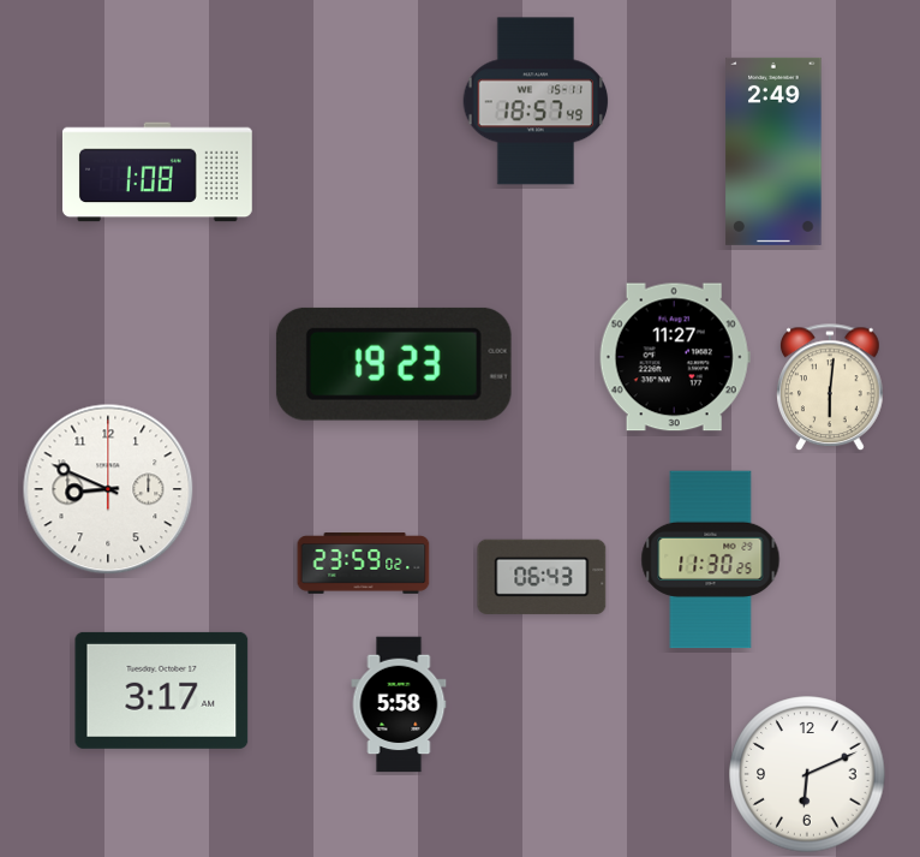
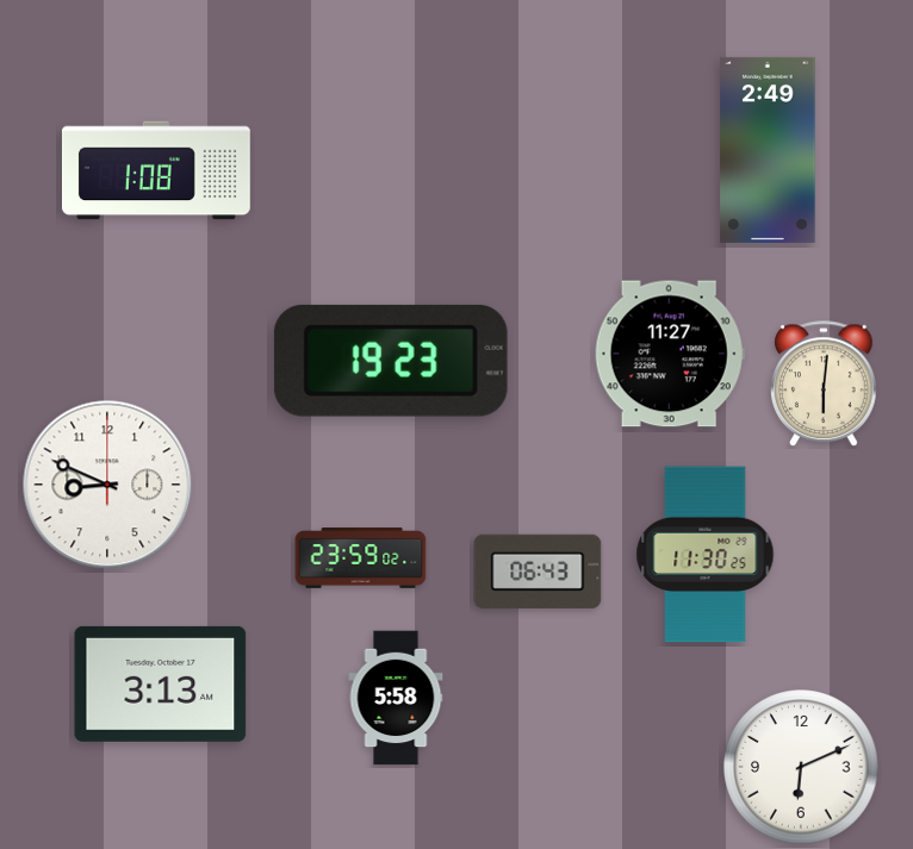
clock at (536, 101): 18:57 -> none
clock at (162, 690): 3:17 -> 3:13
